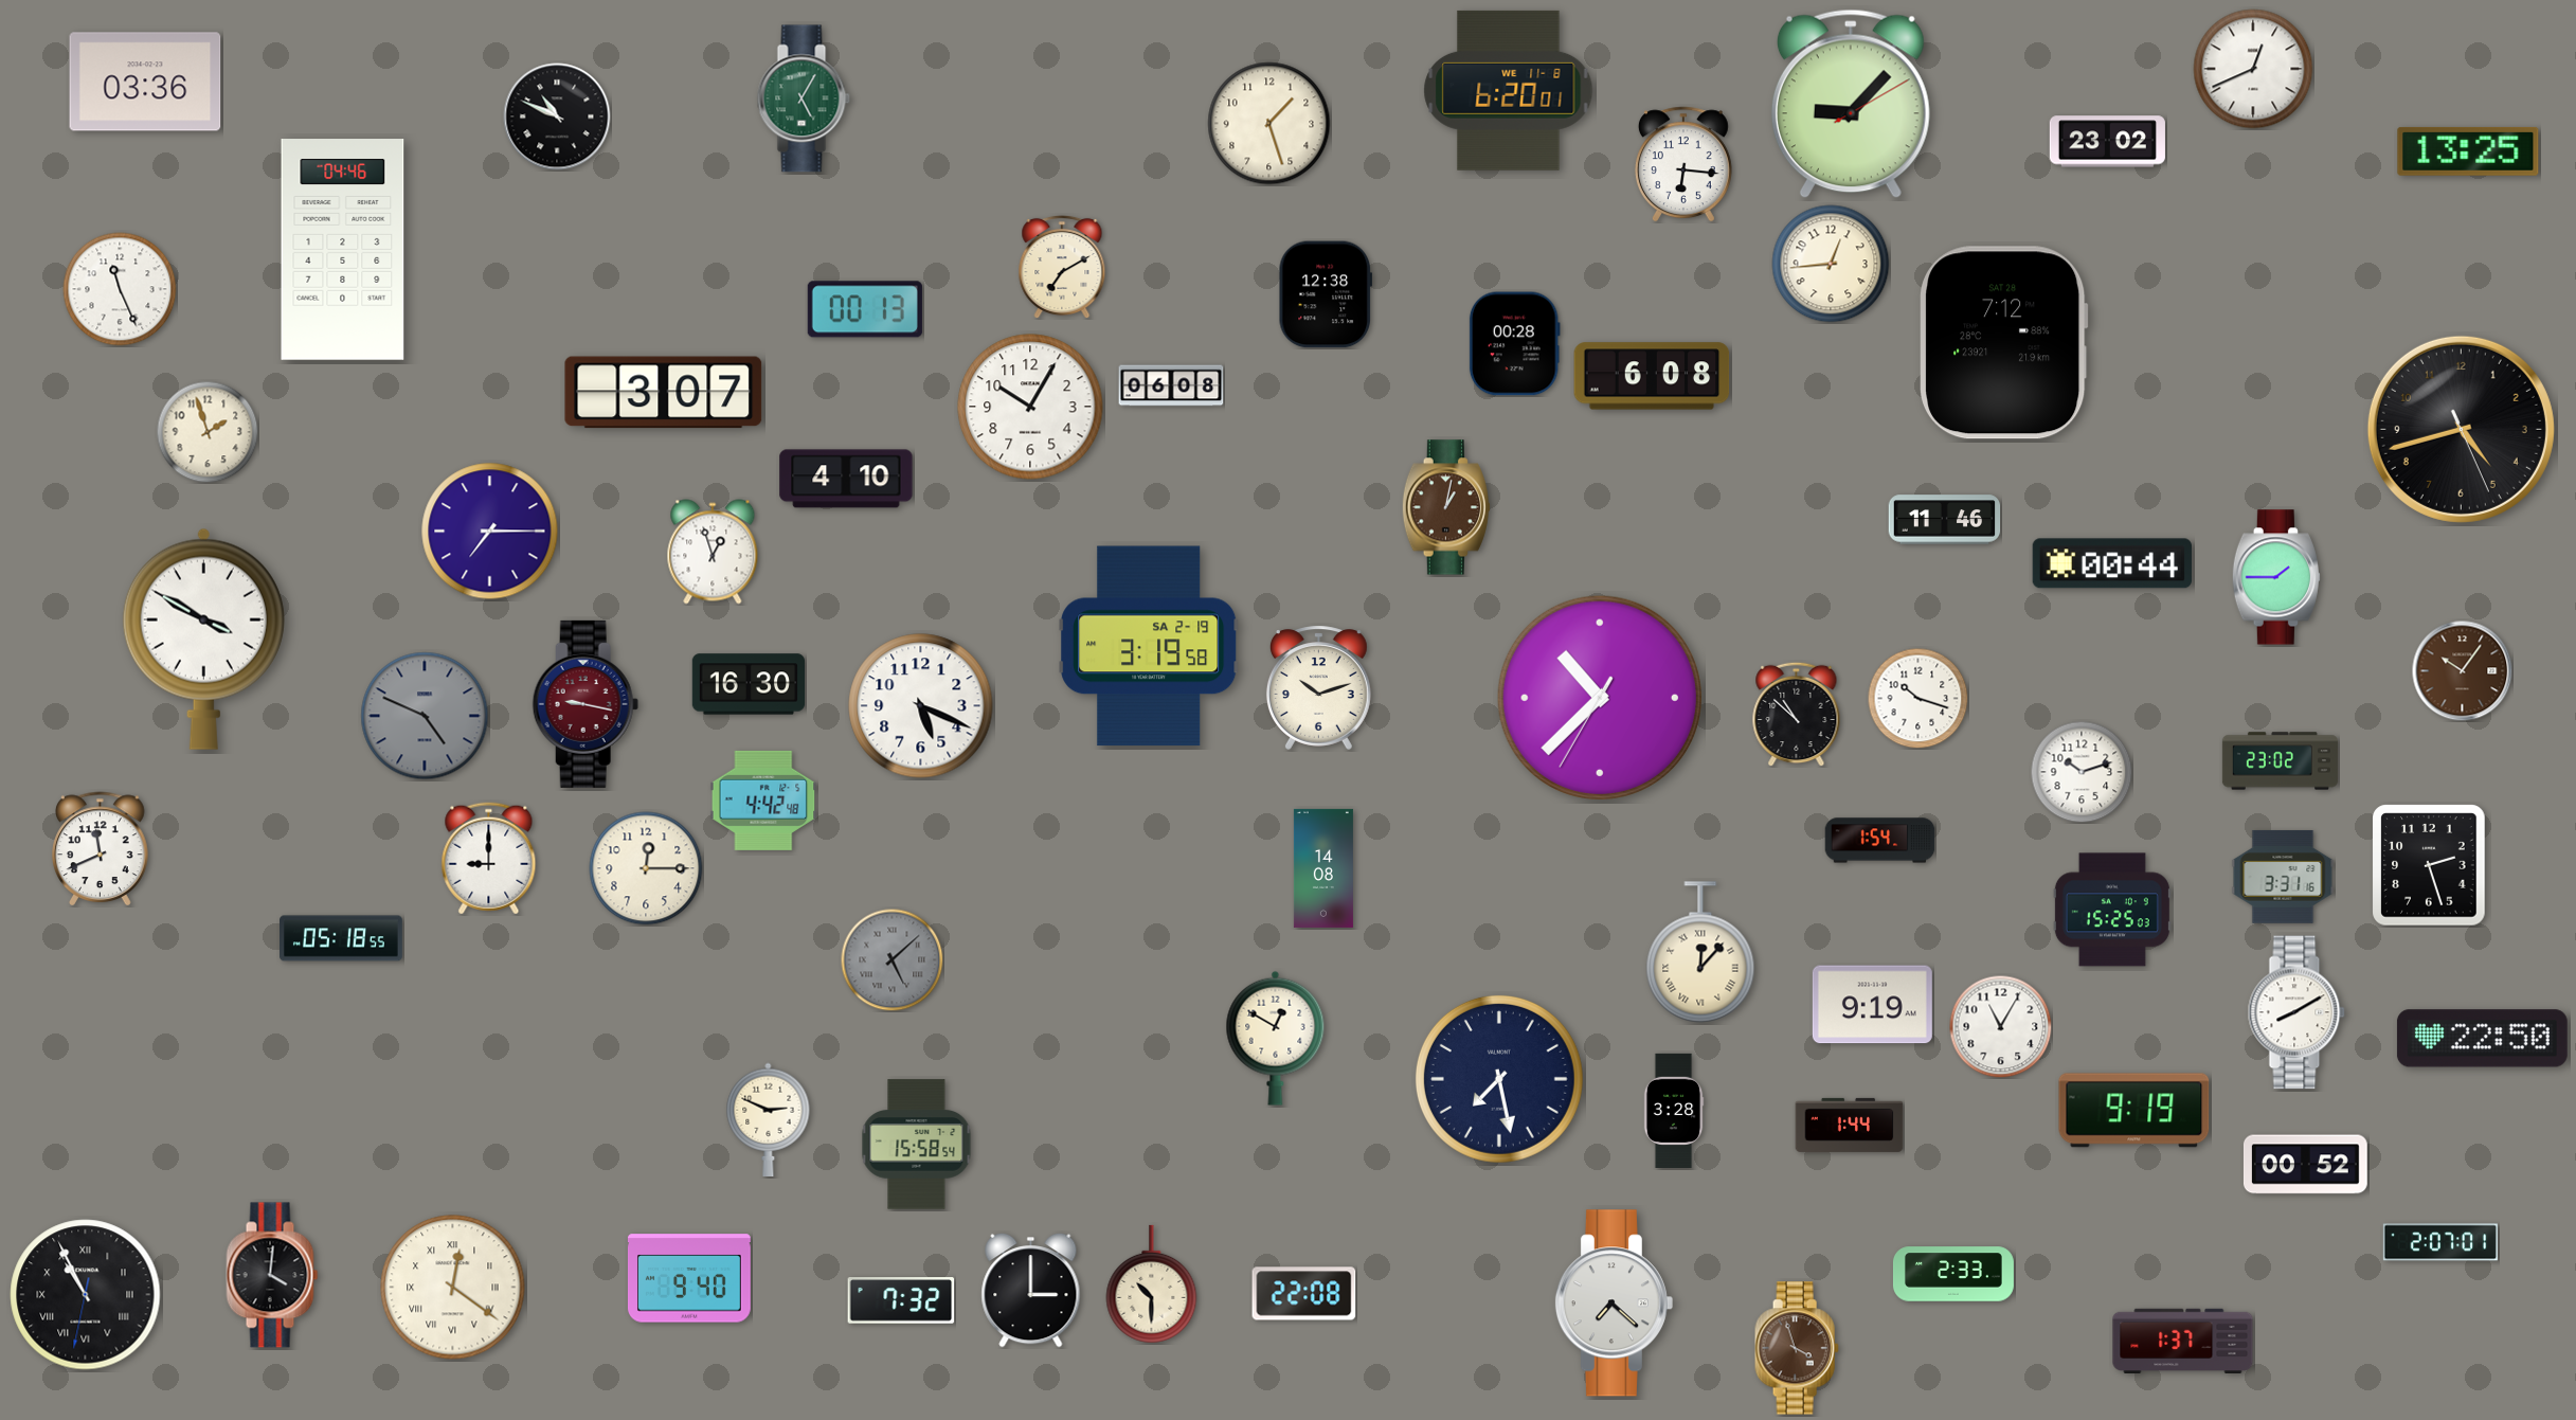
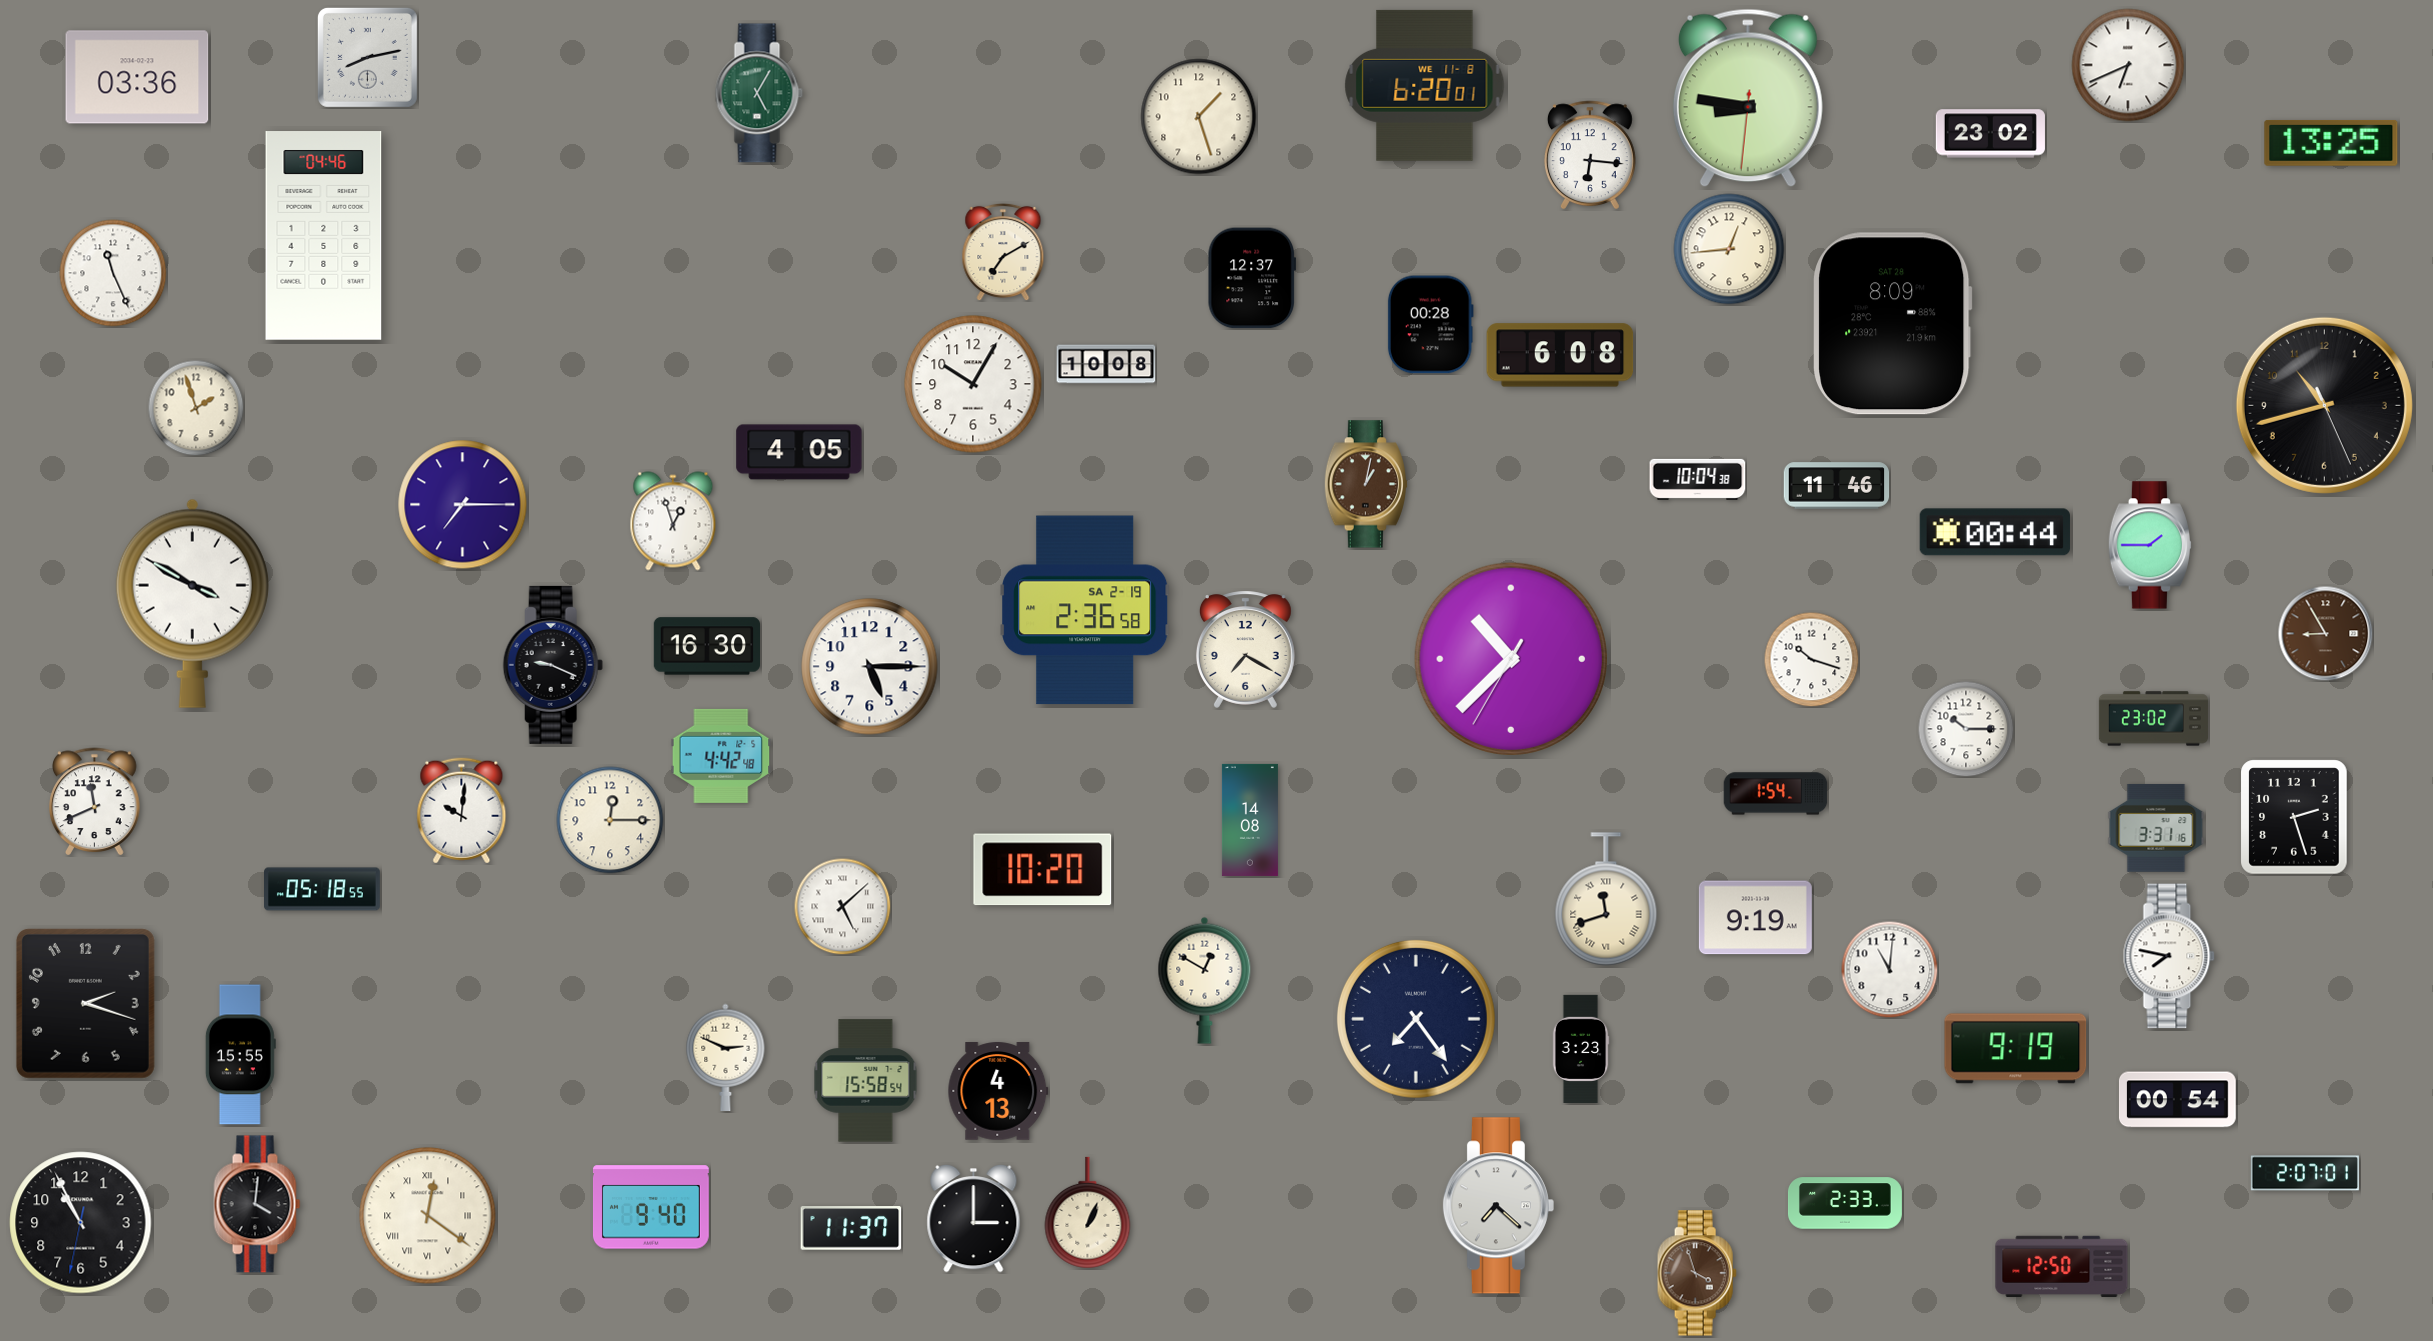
clock at (367, 57): none -> 8:13
clock at (2253, 69): 12:41 -> 6:41
clock at (1851, 104): 9:07 -> 8:46
clock at (557, 116): 10:49 -> none
clock at (1326, 294): 12:38 -> 12:37
clock at (865, 309): 00:13 -> none
clock at (2004, 343): 7:12 -> 8:09
clock at (1171, 385): 06:08 -> 10:08
clock at (664, 393): 3:07 -> none
clock at (2461, 429): 4:42 -> 10:42
clock at (846, 479): 4:10 -> 4:05
clock at (1446, 507) position: (1446, 507) -> (1366, 484)
clock at (1698, 479): none -> 10:04
clock at (1945, 520) position: (1945, 520) -> (1837, 486)
clock at (490, 532) position: (490, 532) -> (463, 505)
clock at (1149, 646): 3:19 -> 2:36
clock at (2462, 670): 10:06 -> 8:55
clock at (1318, 687): 10:12 -> 7:20
clock at (586, 704): 9:17 -> 9:19
clock at (586, 704) dial: burgundy -> black
clock at (921, 706): 5:19 -> 5:15
clock at (1797, 714): 10:52 -> none
clock at (425, 716): 4:49 -> none
clock at (2082, 772): 10:12 -> 10:15
clock at (489, 859): 9:00 -> 10:01
clock at (2112, 910): 15:25 -> none
clock at (1043, 870): none -> 10:20
clock at (342, 938) position: (342, 938) -> (323, 889)
clock at (1700, 952): 12:07 -> 11:42
clock at (891, 959) dial: grey -> white
clock at (1872, 1005) position: (1872, 1005) -> (1755, 918)
clock at (2296, 1012): 8:10 -> 7:47
clock at (2000, 1026): 11:05 -> 11:01
clock at (2482, 1039): 22:50 -> none
clock at (85, 1003): none -> 2:18
clock at (1499, 1079): 7:28 -> 7:24
clock at (1674, 1110): 3:28 -> 3:23
clock at (240, 1055): none -> 15:55
clock at (1850, 1125): 1:44 -> none
clock at (998, 1091): none -> 4:13
clock at (2305, 1165): 00:52 -> 00:54
clock at (1152, 1284): 10:30 -> 1:04
clock at (1304, 1294): 22:08 -> none
clock at (86, 1295) numerals: Roman -> Arabic
clock at (901, 1300): 7:32 -> 11:37
clock at (1614, 1304) position: (1614, 1304) -> (1498, 1206)
clock at (2183, 1341): 1:37 -> 12:50
